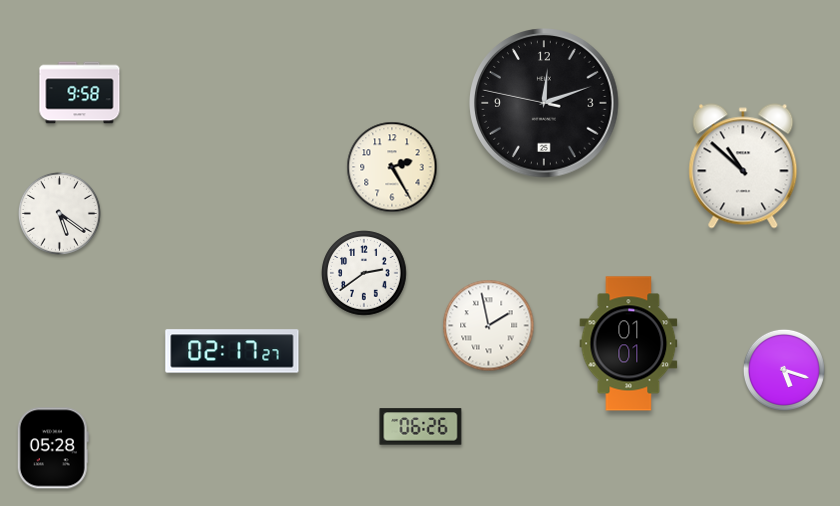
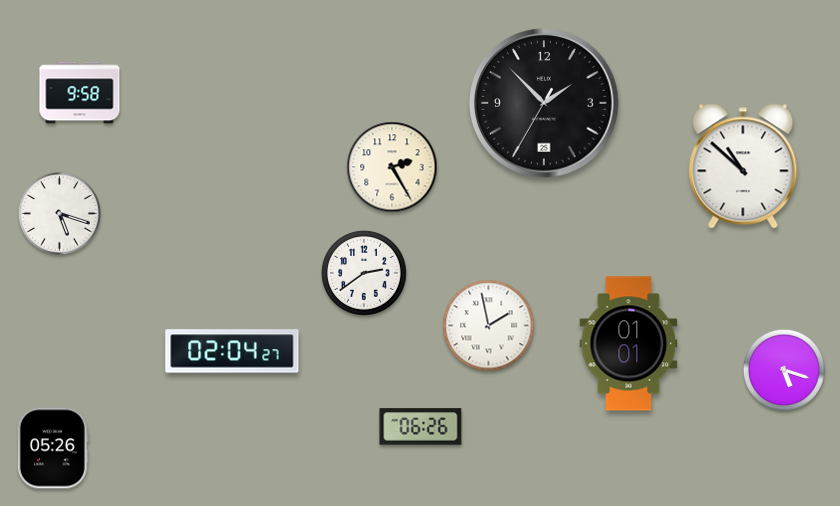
clock at (544, 103): 12:11 -> 1:52
clock at (59, 213): 5:21 -> 5:18
clock at (232, 351): 02:17 -> 02:04
clock at (53, 448): 05:28 -> 05:26
